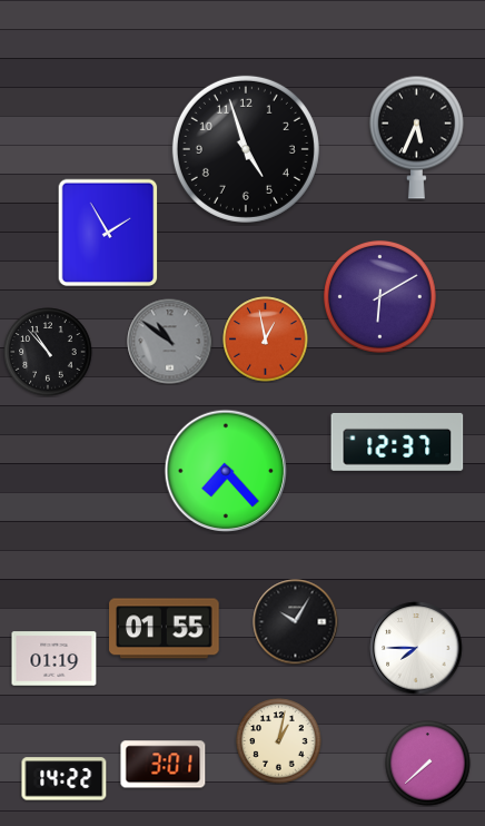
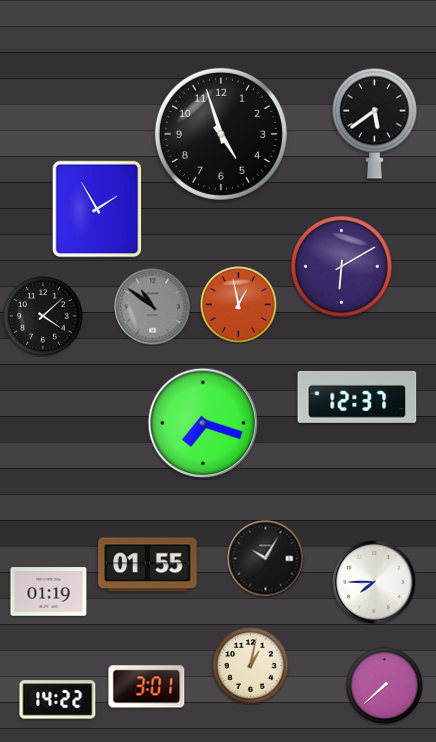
clock at (416, 137): 5:34 -> 5:39
clock at (48, 352): 10:53 -> 4:08
clock at (226, 471): 7:23 -> 7:18
